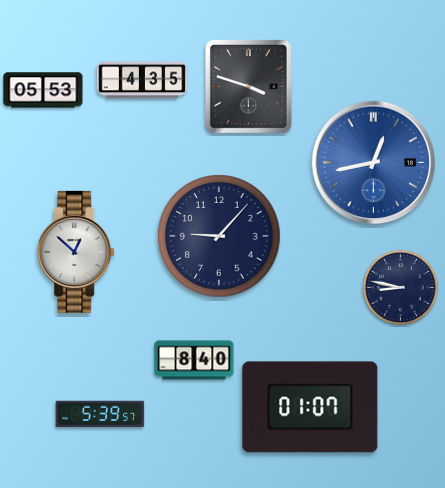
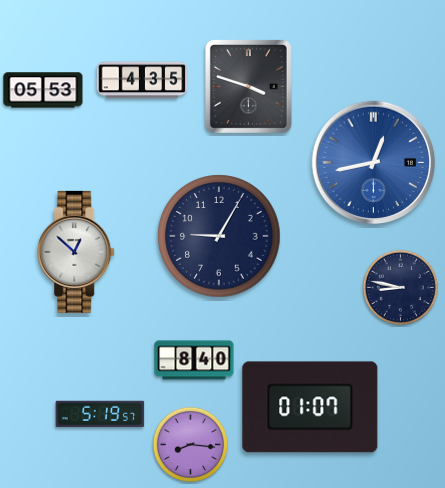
clock at (219, 236): 9:07 -> 9:05
clock at (100, 414): 5:39 -> 5:19
clock at (190, 444): none -> 8:16
